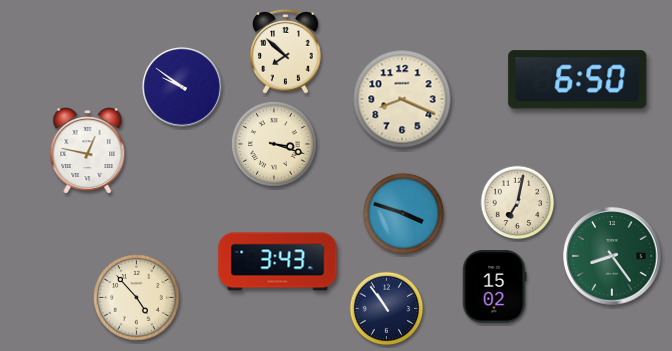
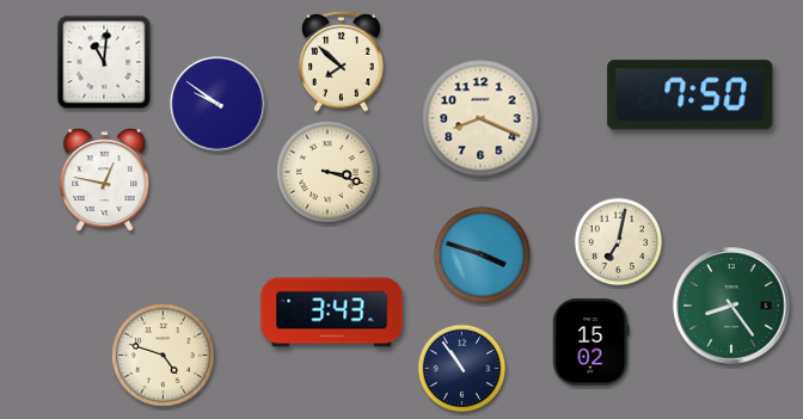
clock at (104, 62): none -> 11:01
clock at (578, 80): 6:50 -> 7:50
clock at (137, 298): 4:53 -> 4:48
